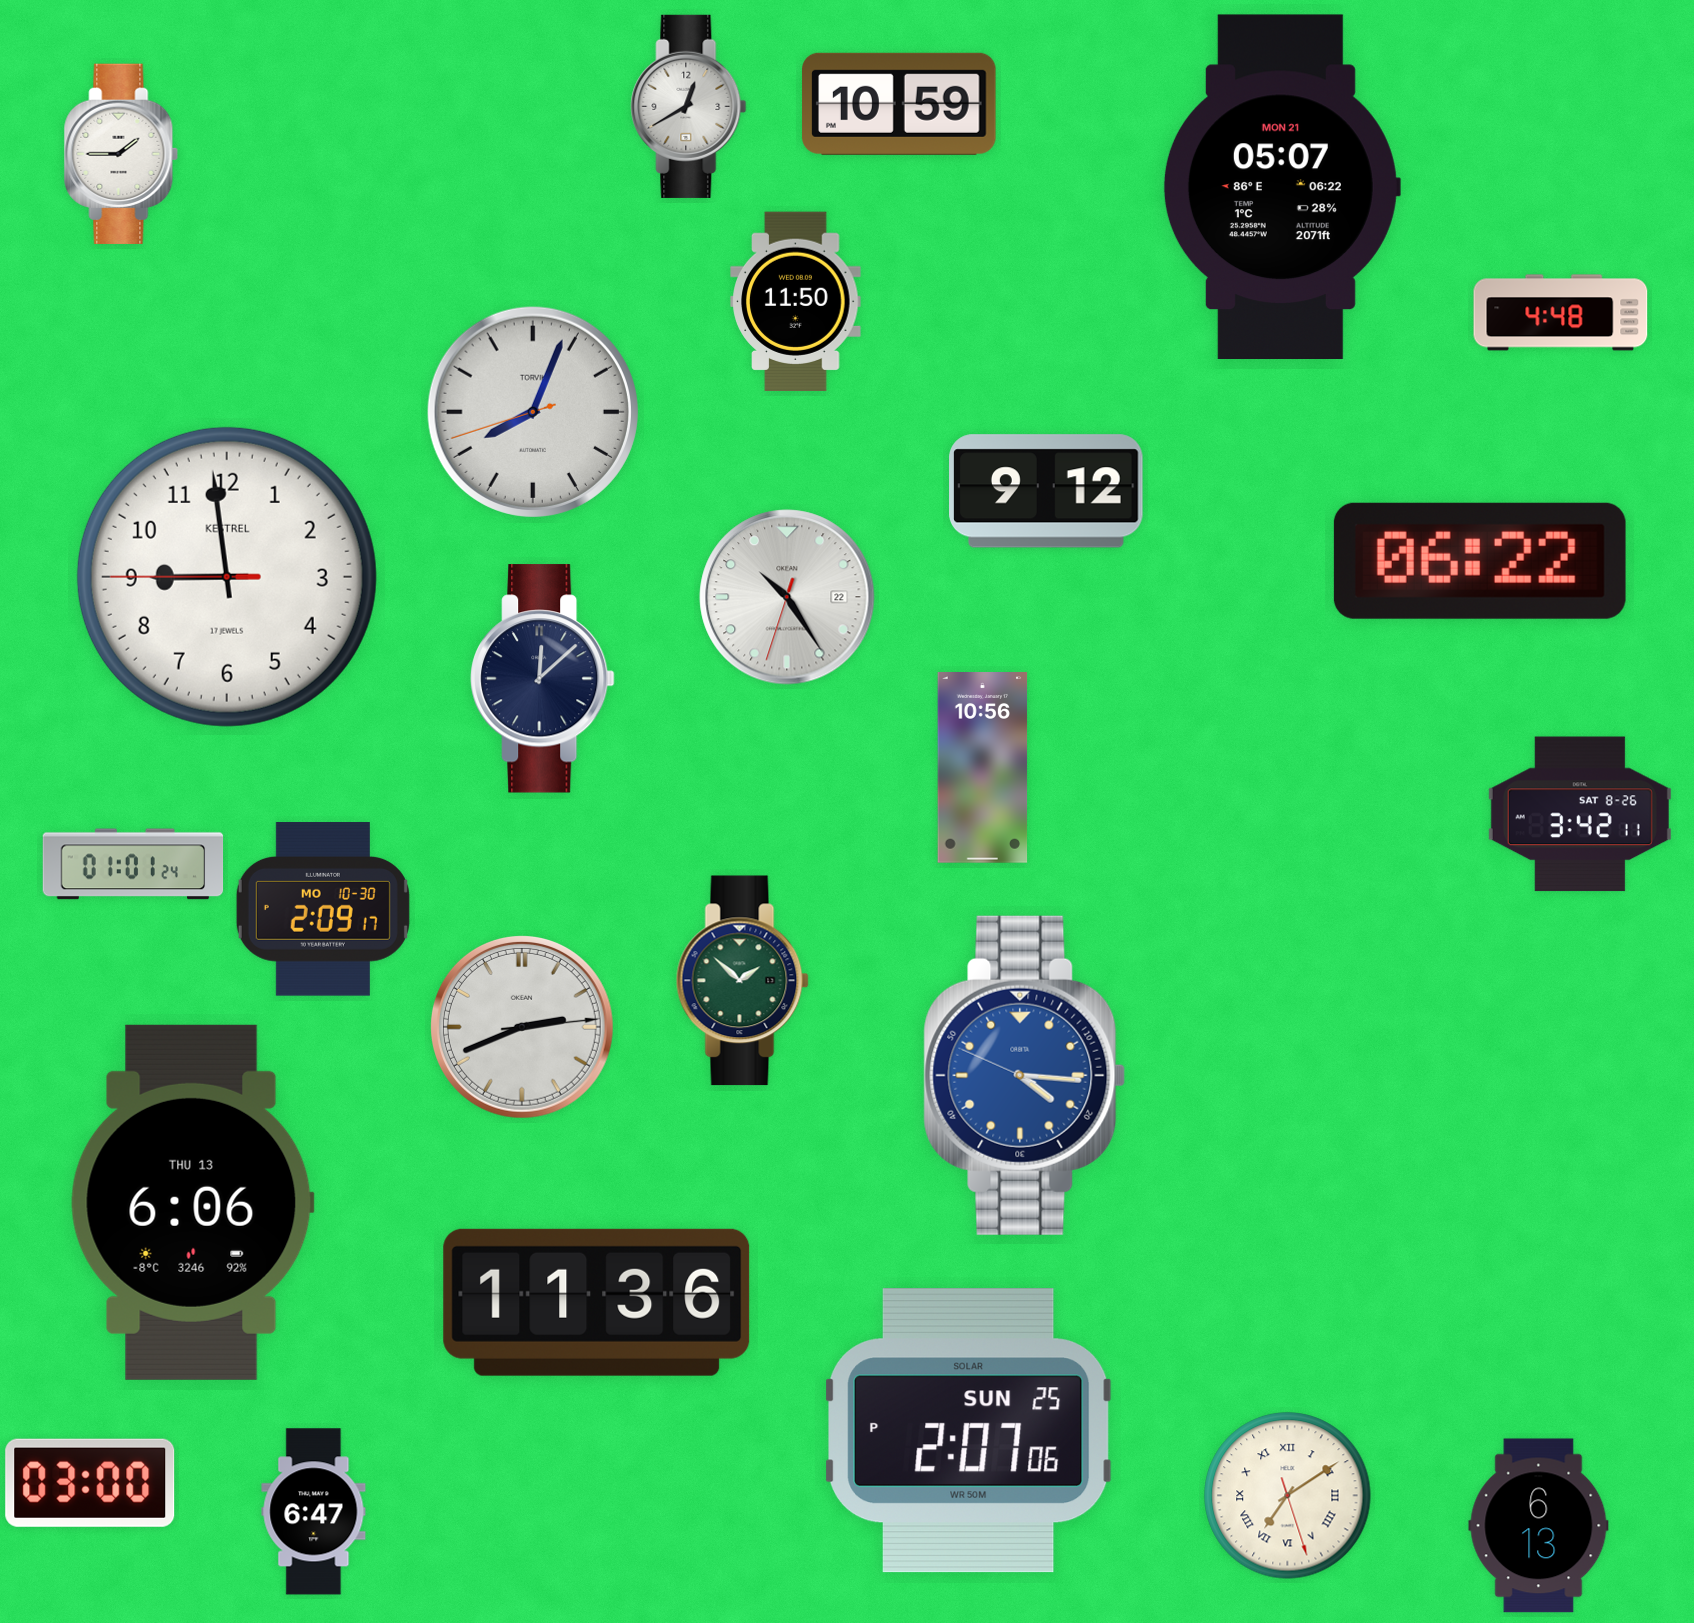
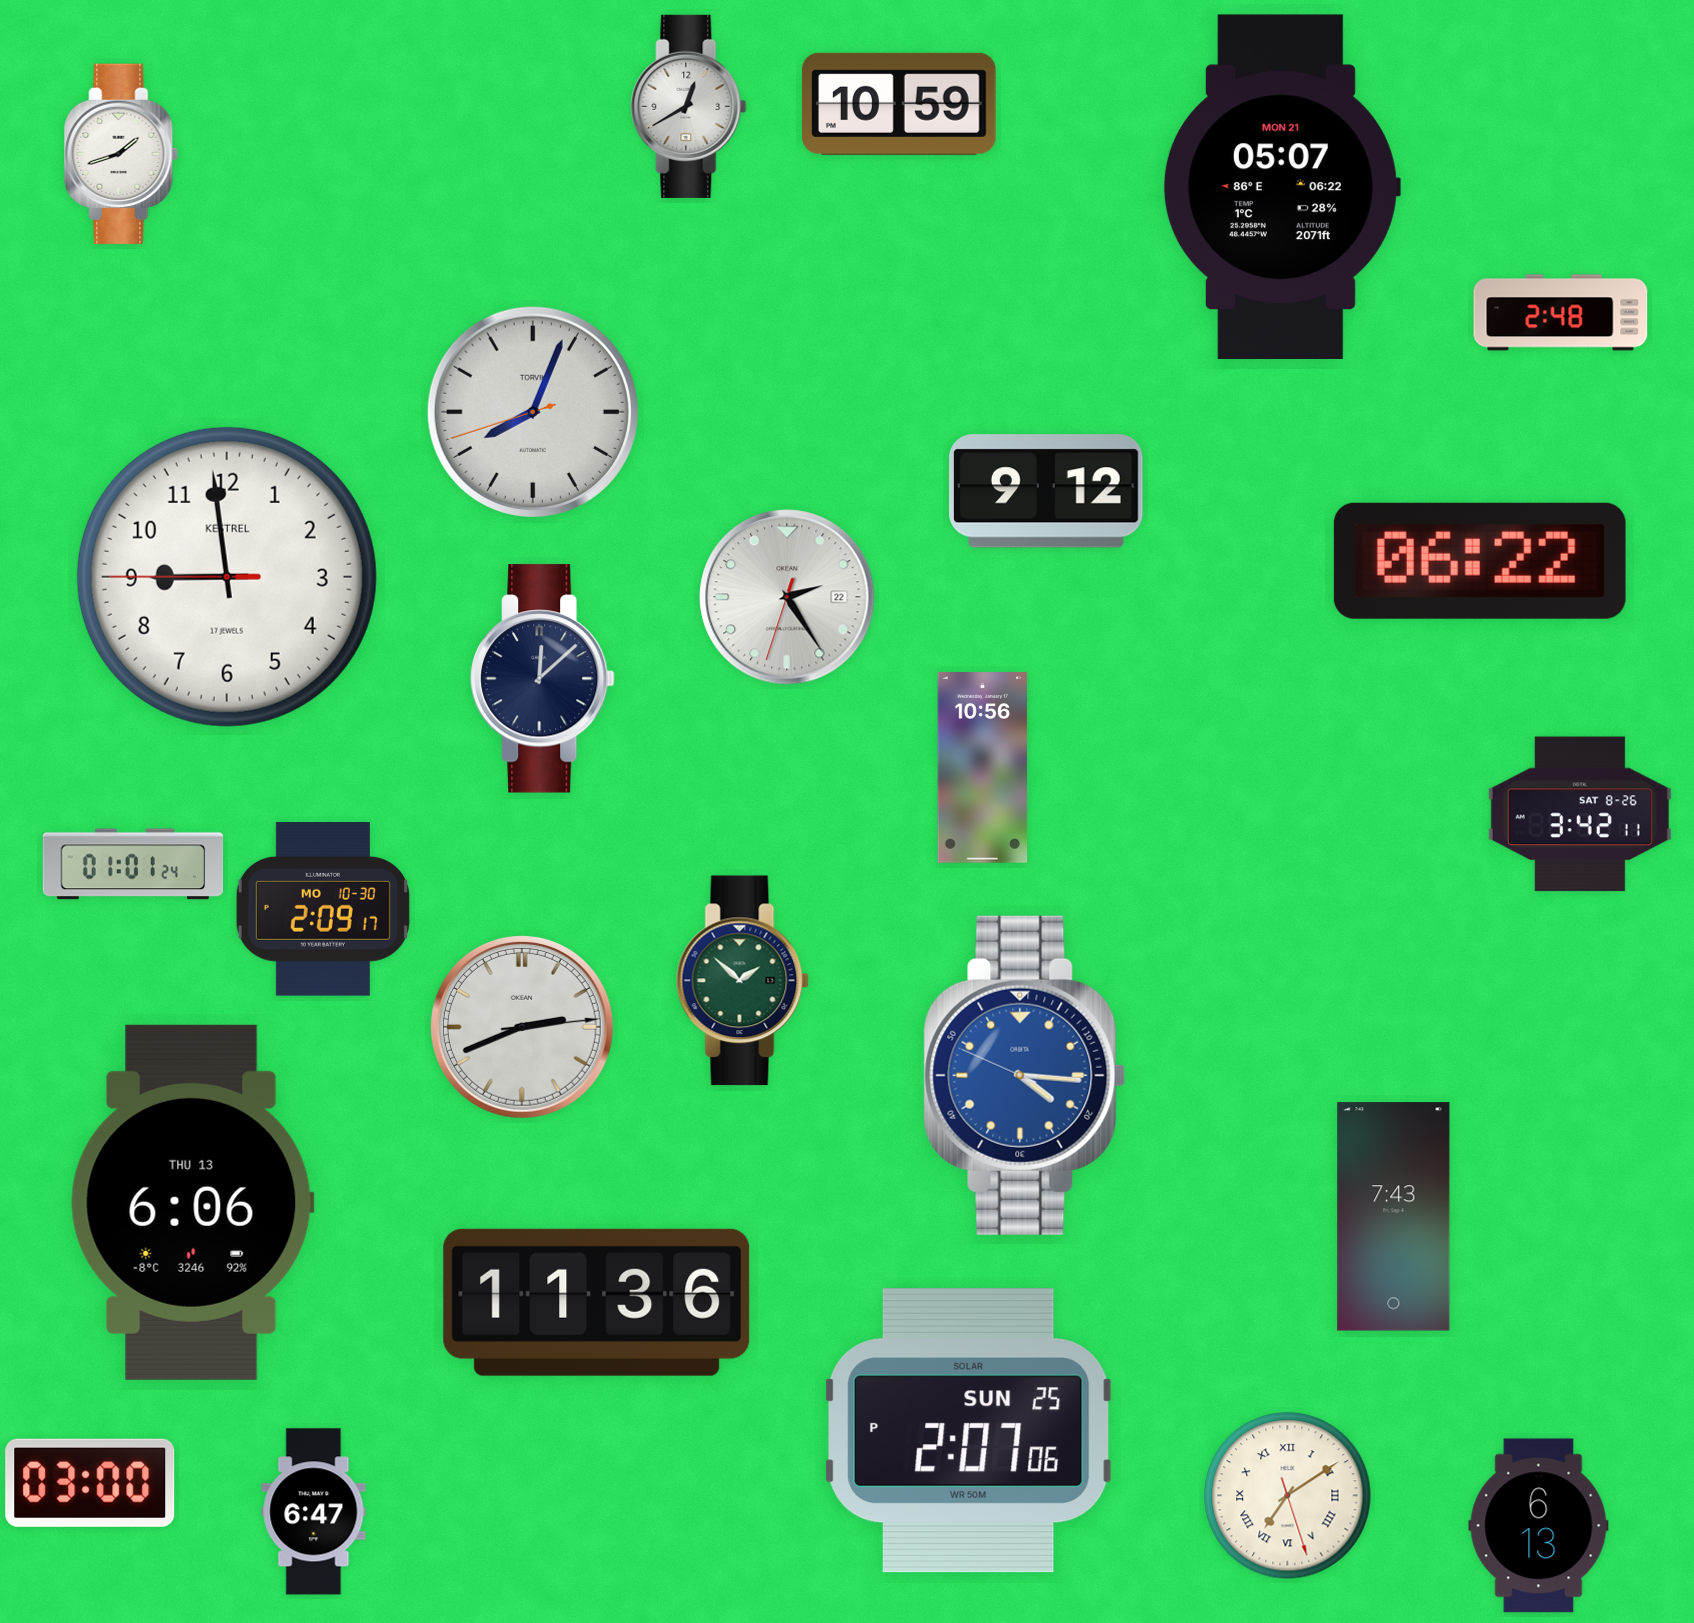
clock at (121, 154): 1:45 -> 1:42
clock at (796, 301): 11:50 -> none
clock at (1561, 313): 4:48 -> 2:48
clock at (787, 597): 10:24 -> 2:24
clock at (1394, 1217): none -> 7:43
